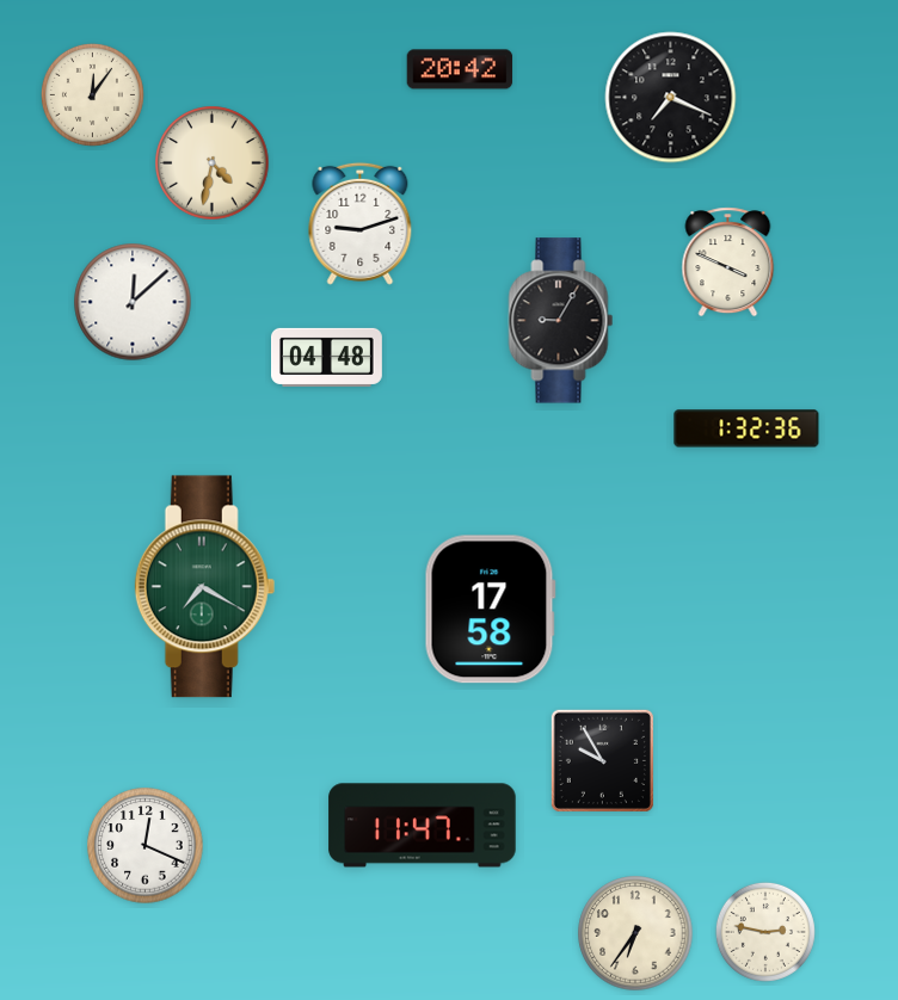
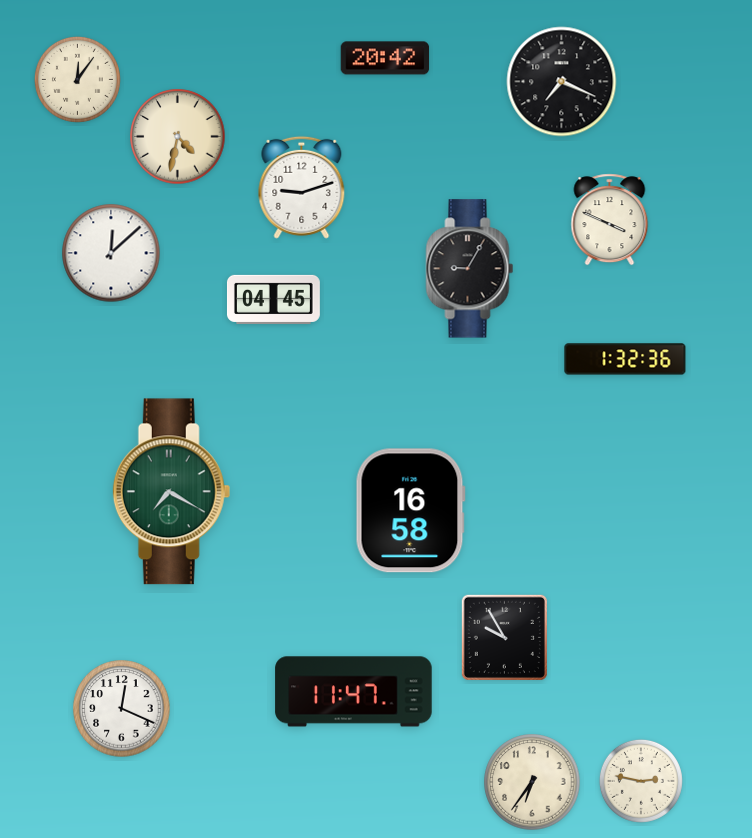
clock at (326, 357): 04:48 -> 04:45
clock at (490, 610): 17:58 -> 16:58
